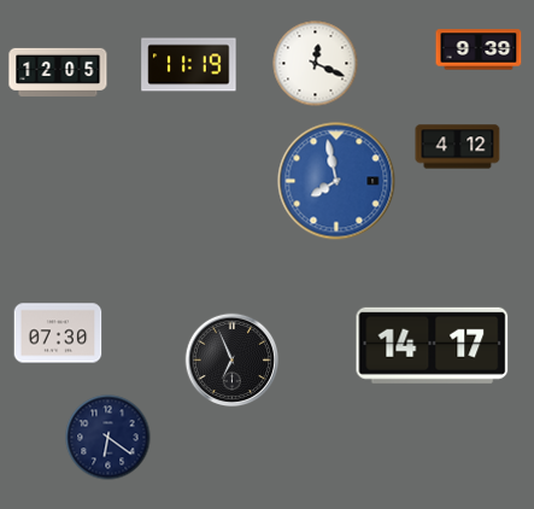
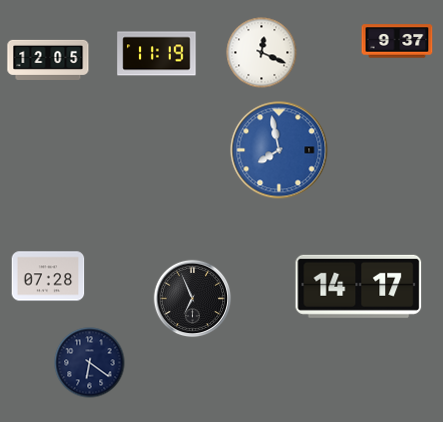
clock at (479, 49): 9:39 -> 9:37
clock at (458, 147): 4:12 -> none
clock at (58, 333): 07:30 -> 07:28
